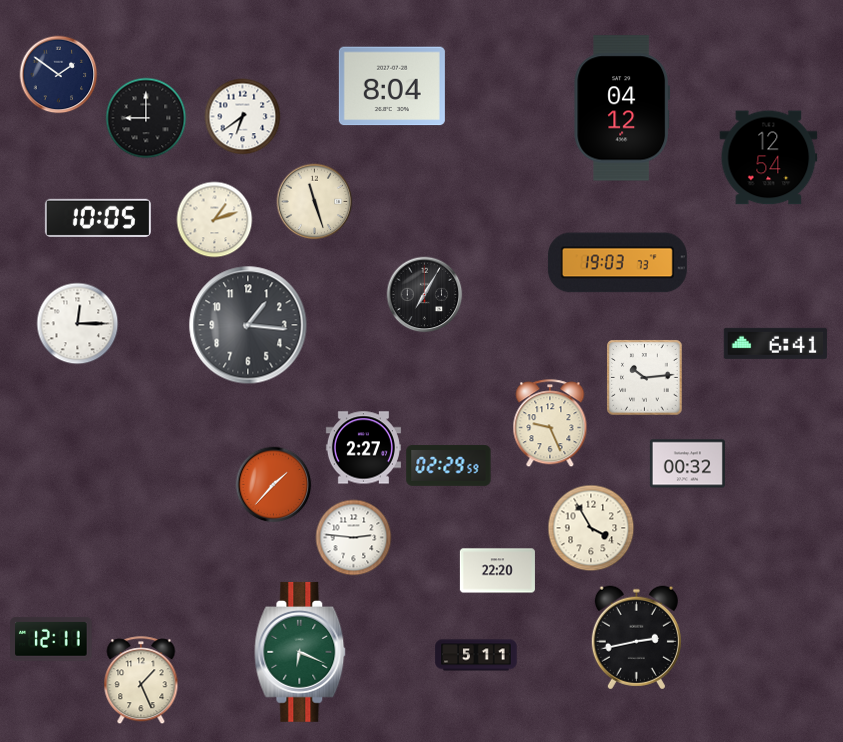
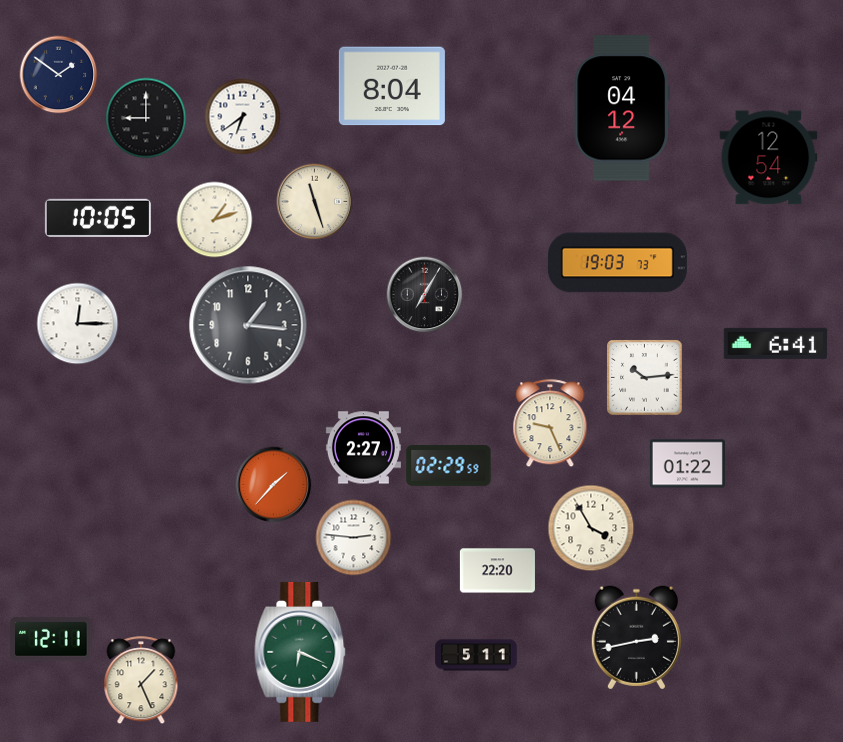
clock at (687, 464): 00:32 -> 01:22
